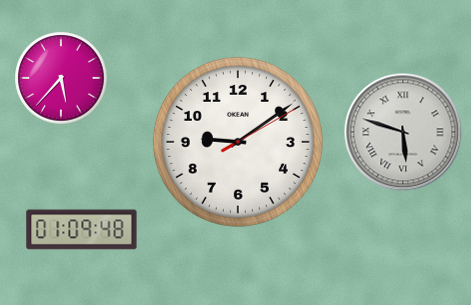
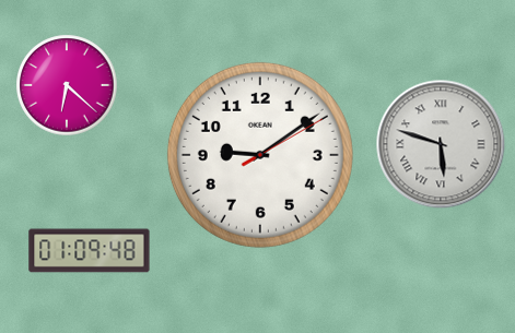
clock at (61, 78): 5:37 -> 6:22
